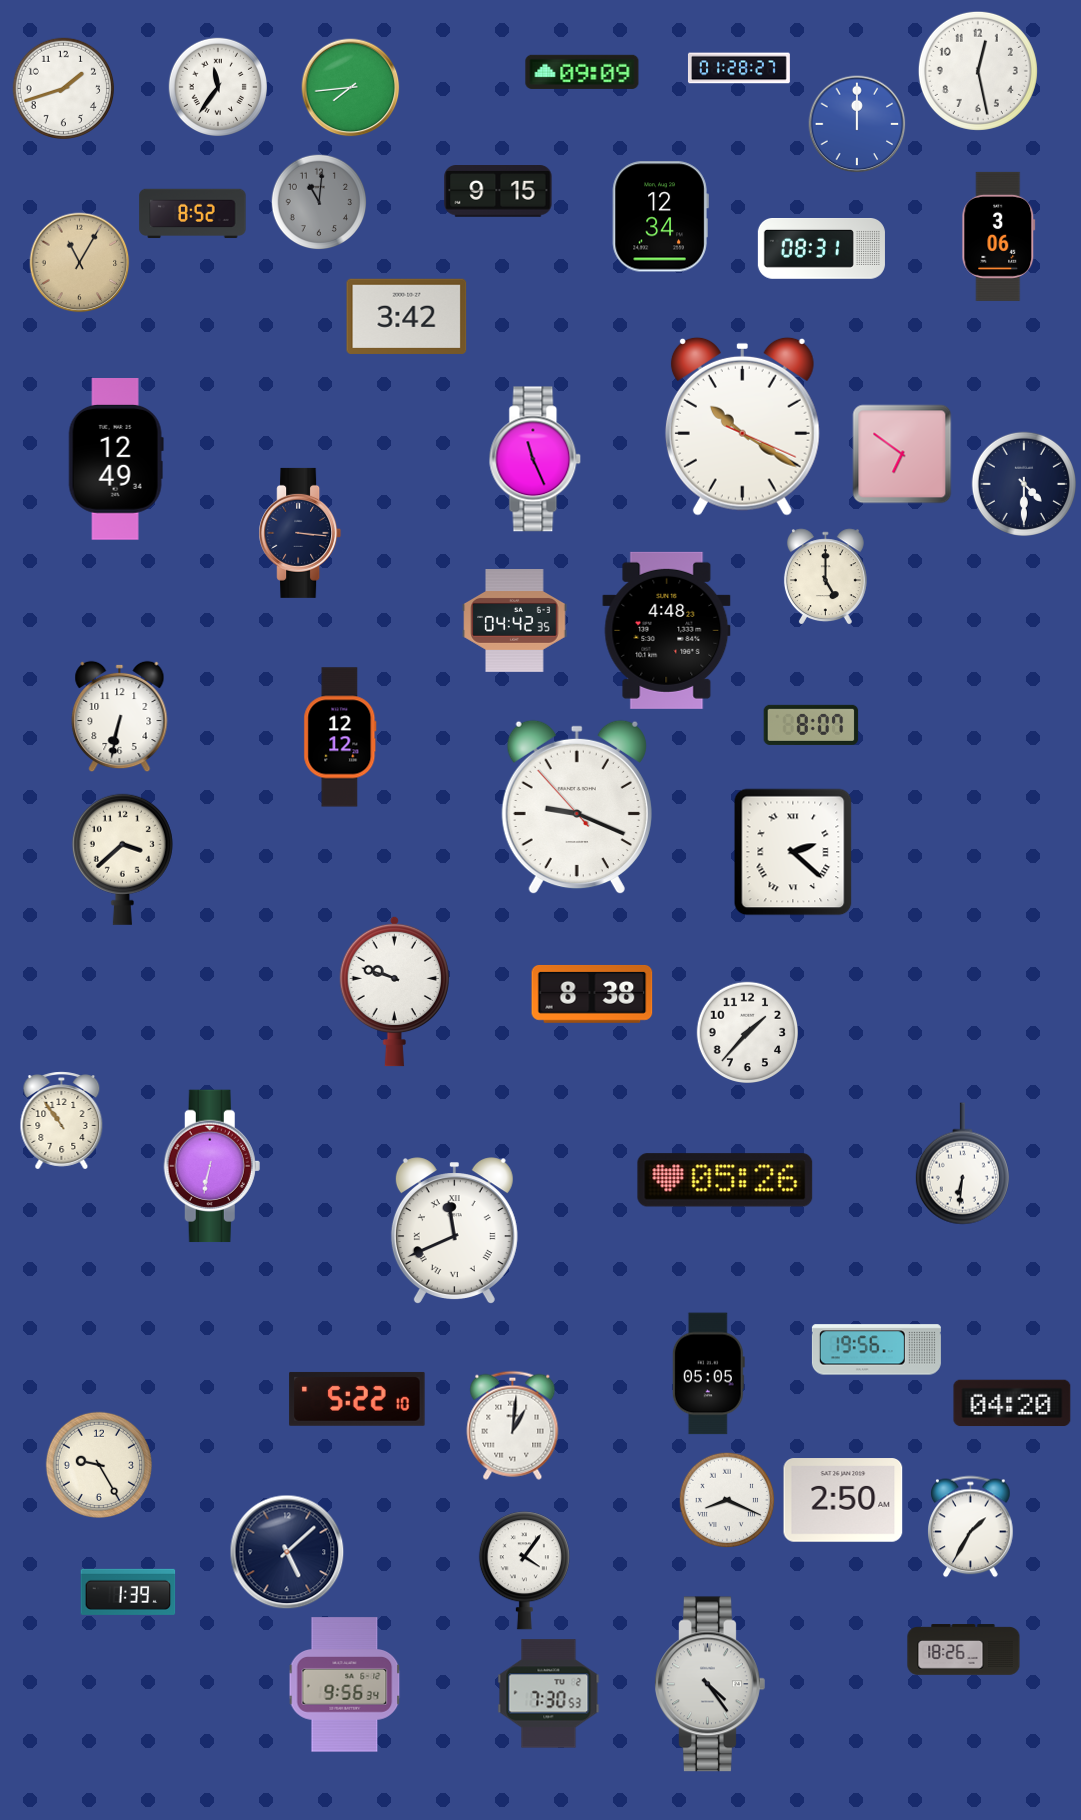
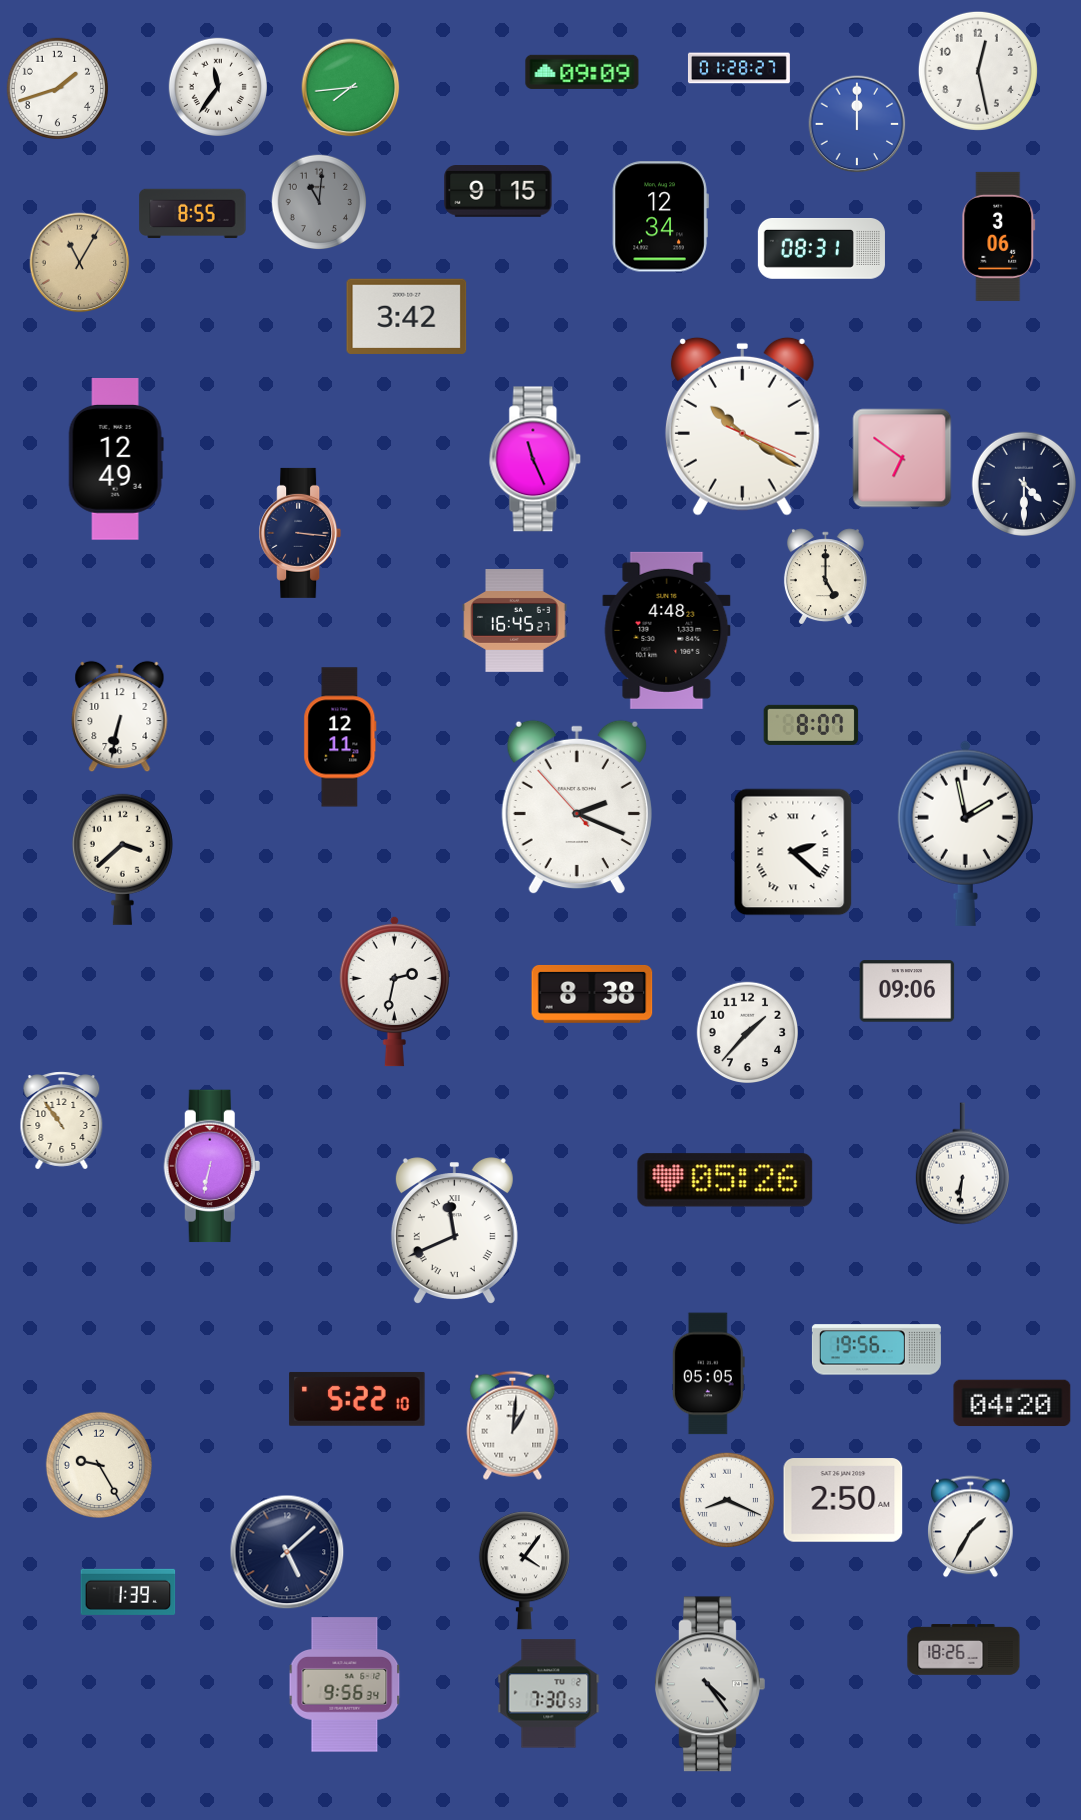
clock at (63, 88) position: (63, 88) -> (57, 88)
clock at (193, 214): 8:52 -> 8:55
clock at (902, 454) position: (902, 454) -> (902, 458)
clock at (515, 621): 04:42 -> 16:45
clock at (340, 737): 12:12 -> 12:11
clock at (577, 807): 9:18 -> 2:18
clock at (965, 833): none -> 1:58
clock at (394, 991): 9:48 -> 2:32
clock at (907, 991): none -> 09:06
